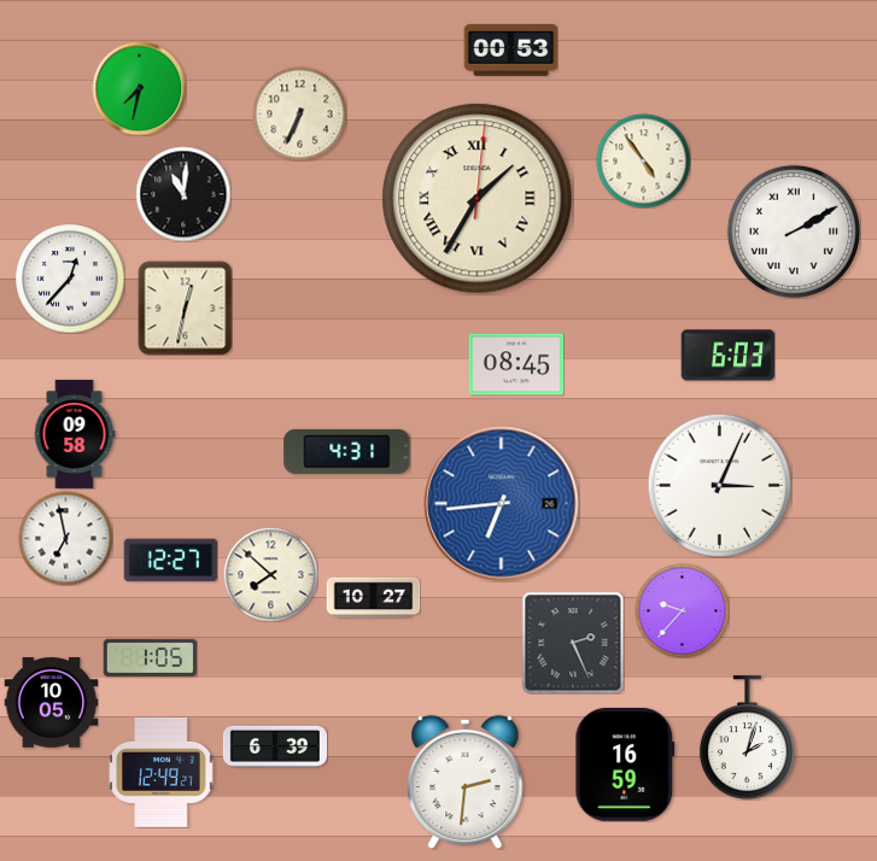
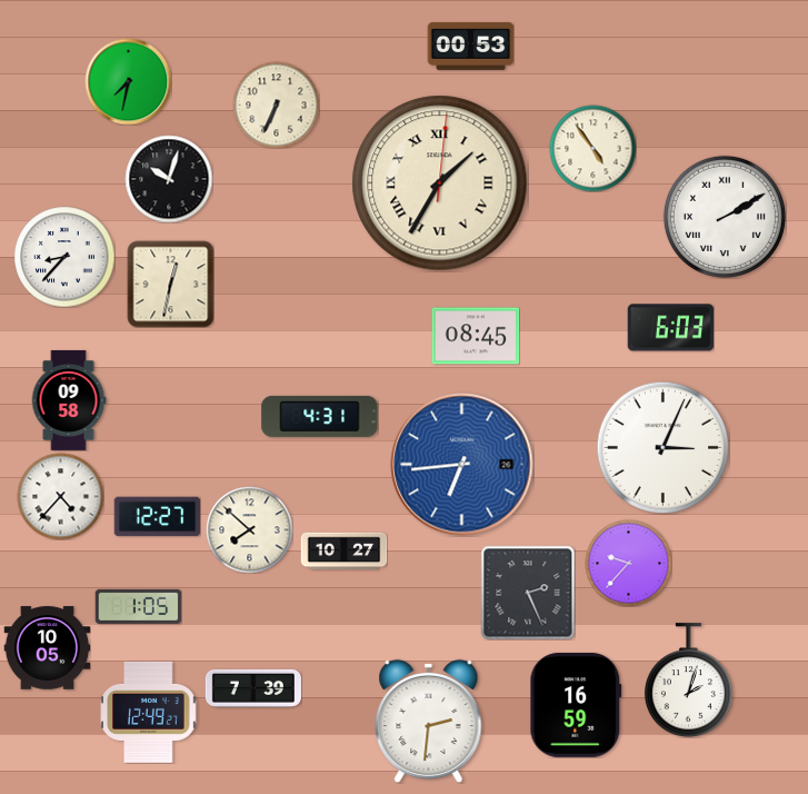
clock at (183, 194): 11:01 -> 10:03
clock at (794, 232) position: (794, 232) -> (725, 217)
clock at (70, 279): 12:37 -> 8:37
clock at (65, 538): 6:58 -> 4:37
clock at (275, 746): 6:39 -> 7:39
